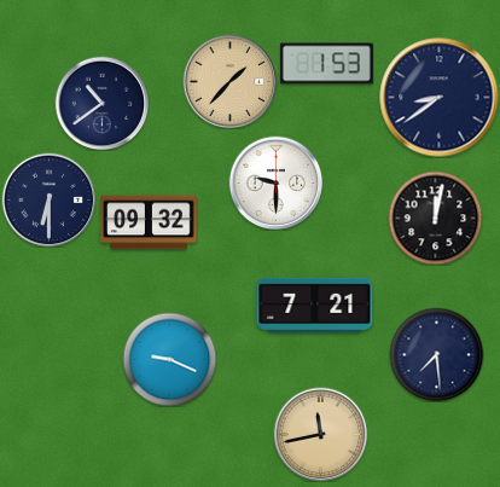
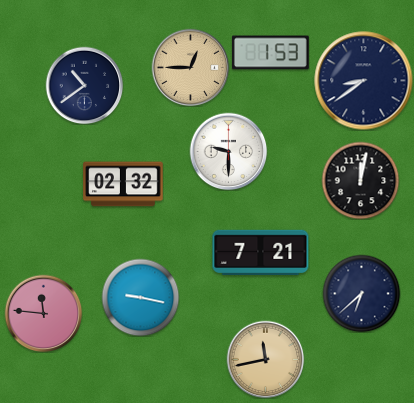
clock at (229, 81): 1:37 -> 12:45
clock at (48, 199): 6:30 -> none
clock at (149, 222): 09:32 -> 02:32
clock at (436, 354): 7:29 -> 6:38
clock at (169, 359): 9:19 -> 9:17
clock at (43, 313): none -> 11:46
